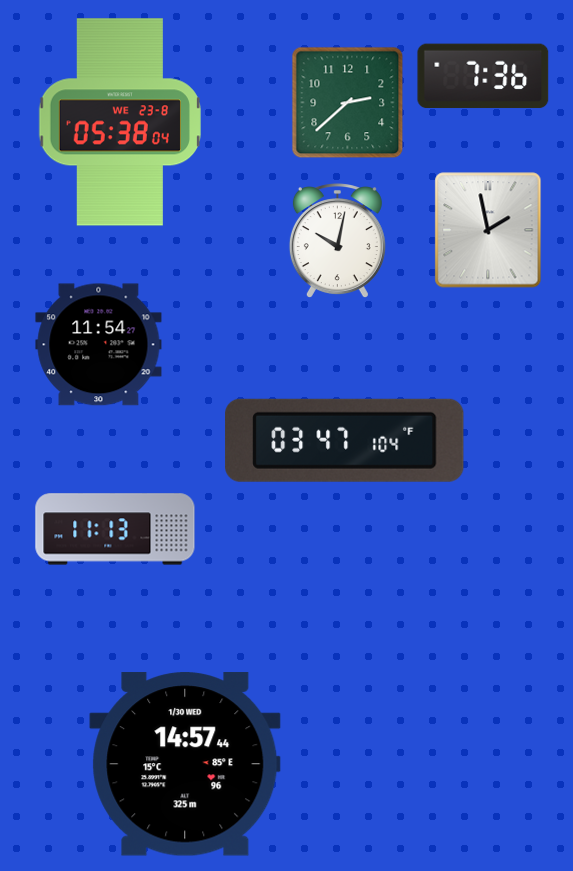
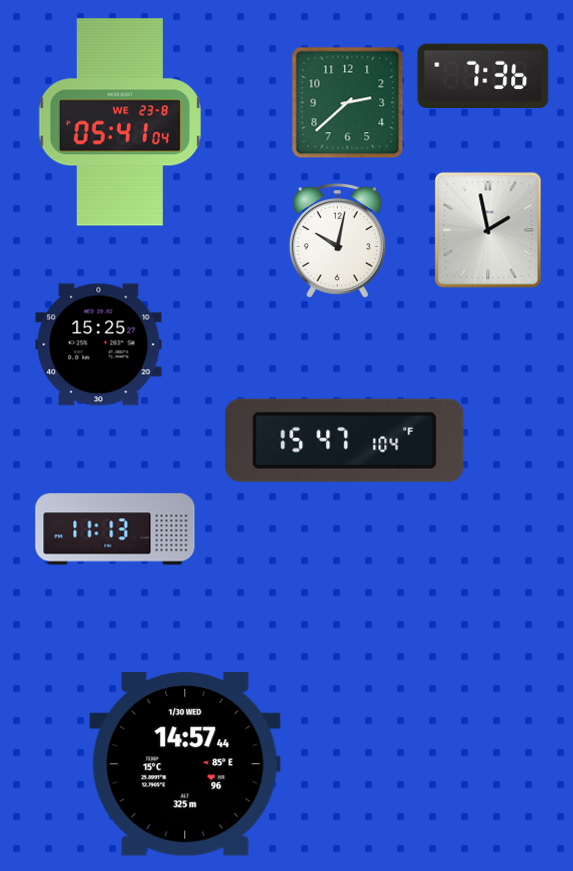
clock at (120, 122): 05:38 -> 05:41
clock at (99, 345): 11:54 -> 15:25
clock at (345, 440): 03:47 -> 15:47
